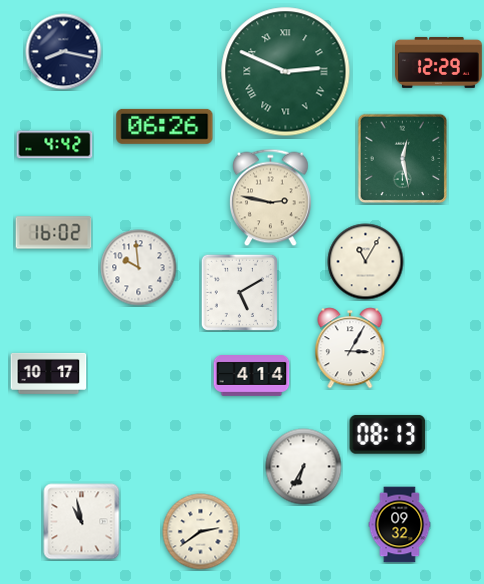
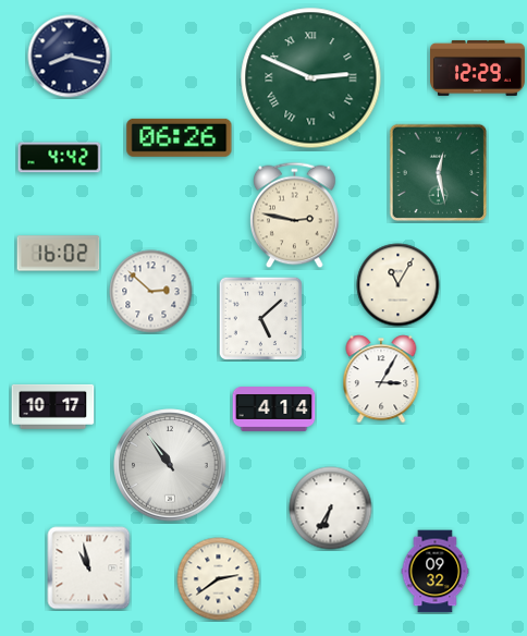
clock at (139, 268): 9:59 -> 2:52
clock at (239, 292): 5:10 -> 5:08
clock at (170, 465): none -> 10:54
clock at (388, 435): 08:13 -> none
